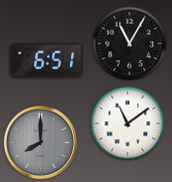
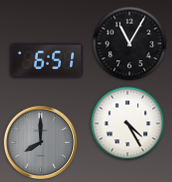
clock at (128, 124): 11:09 -> 4:25
